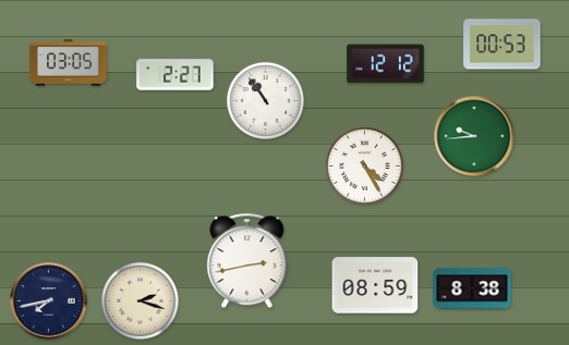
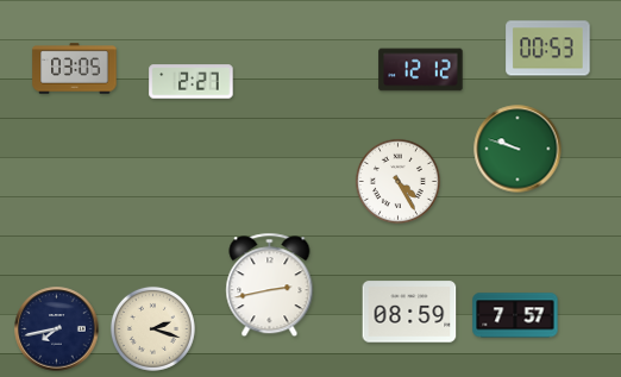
clock at (265, 100): 10:54 -> none
clock at (474, 136): 9:44 -> 9:48
clock at (472, 288): 8:38 -> 7:57
clock at (49, 301) position: (49, 301) -> (57, 329)
